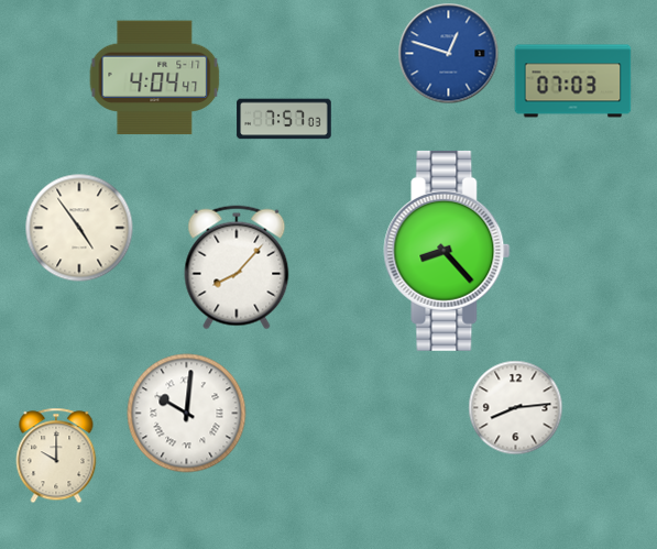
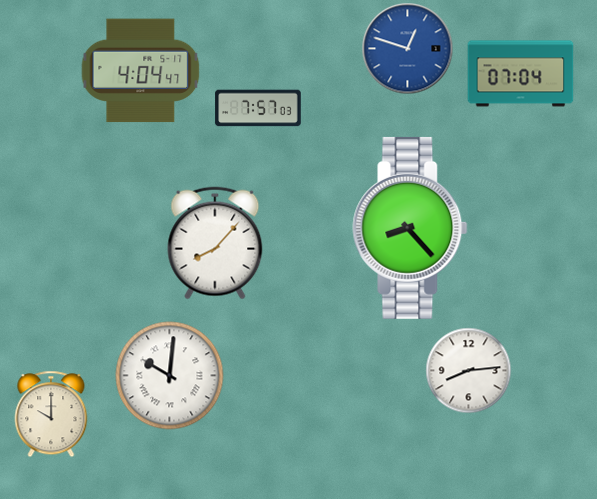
clock at (573, 81): 07:03 -> 07:04
clock at (79, 228): 4:54 -> none
clock at (447, 251) position: (447, 251) -> (410, 228)
